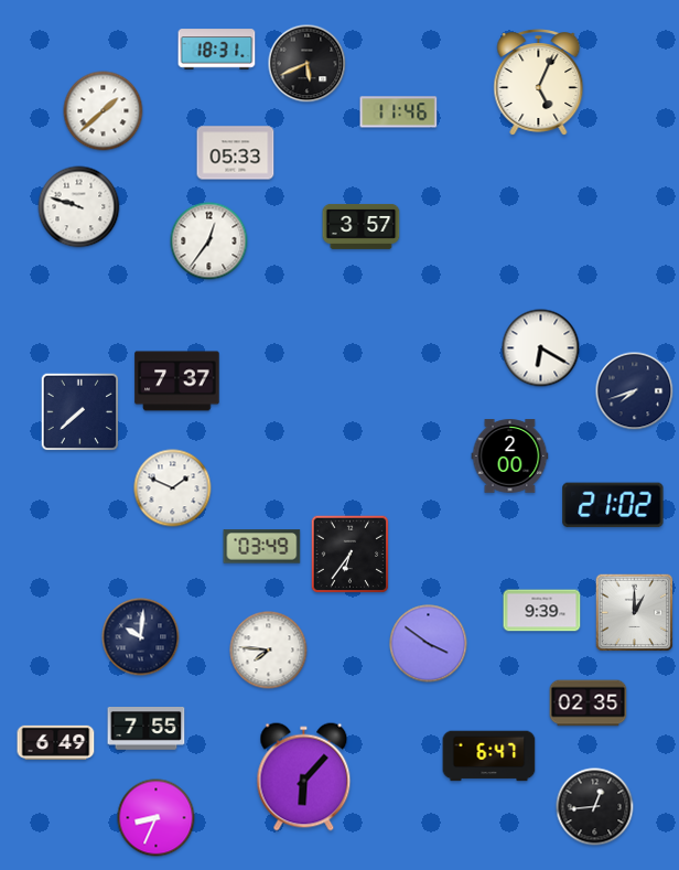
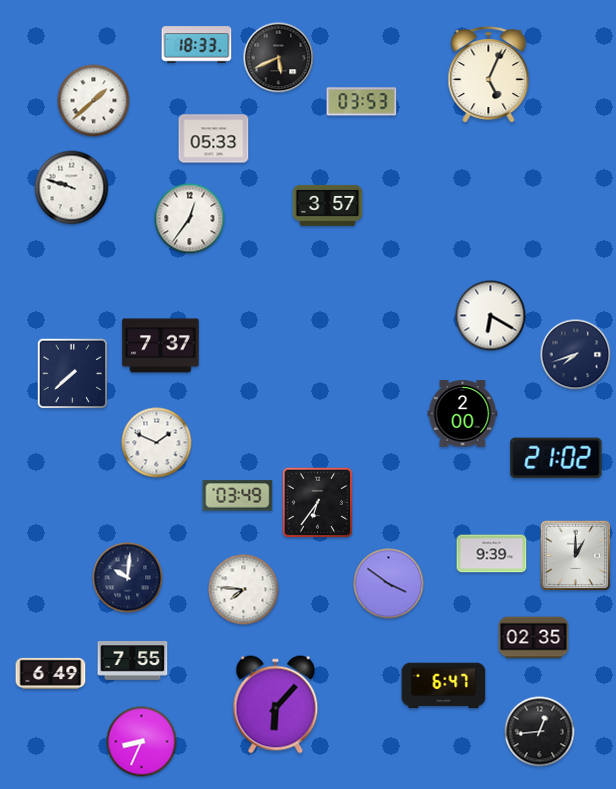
clock at (217, 50): 18:31 -> 18:33
clock at (399, 112): 11:46 -> 03:53
